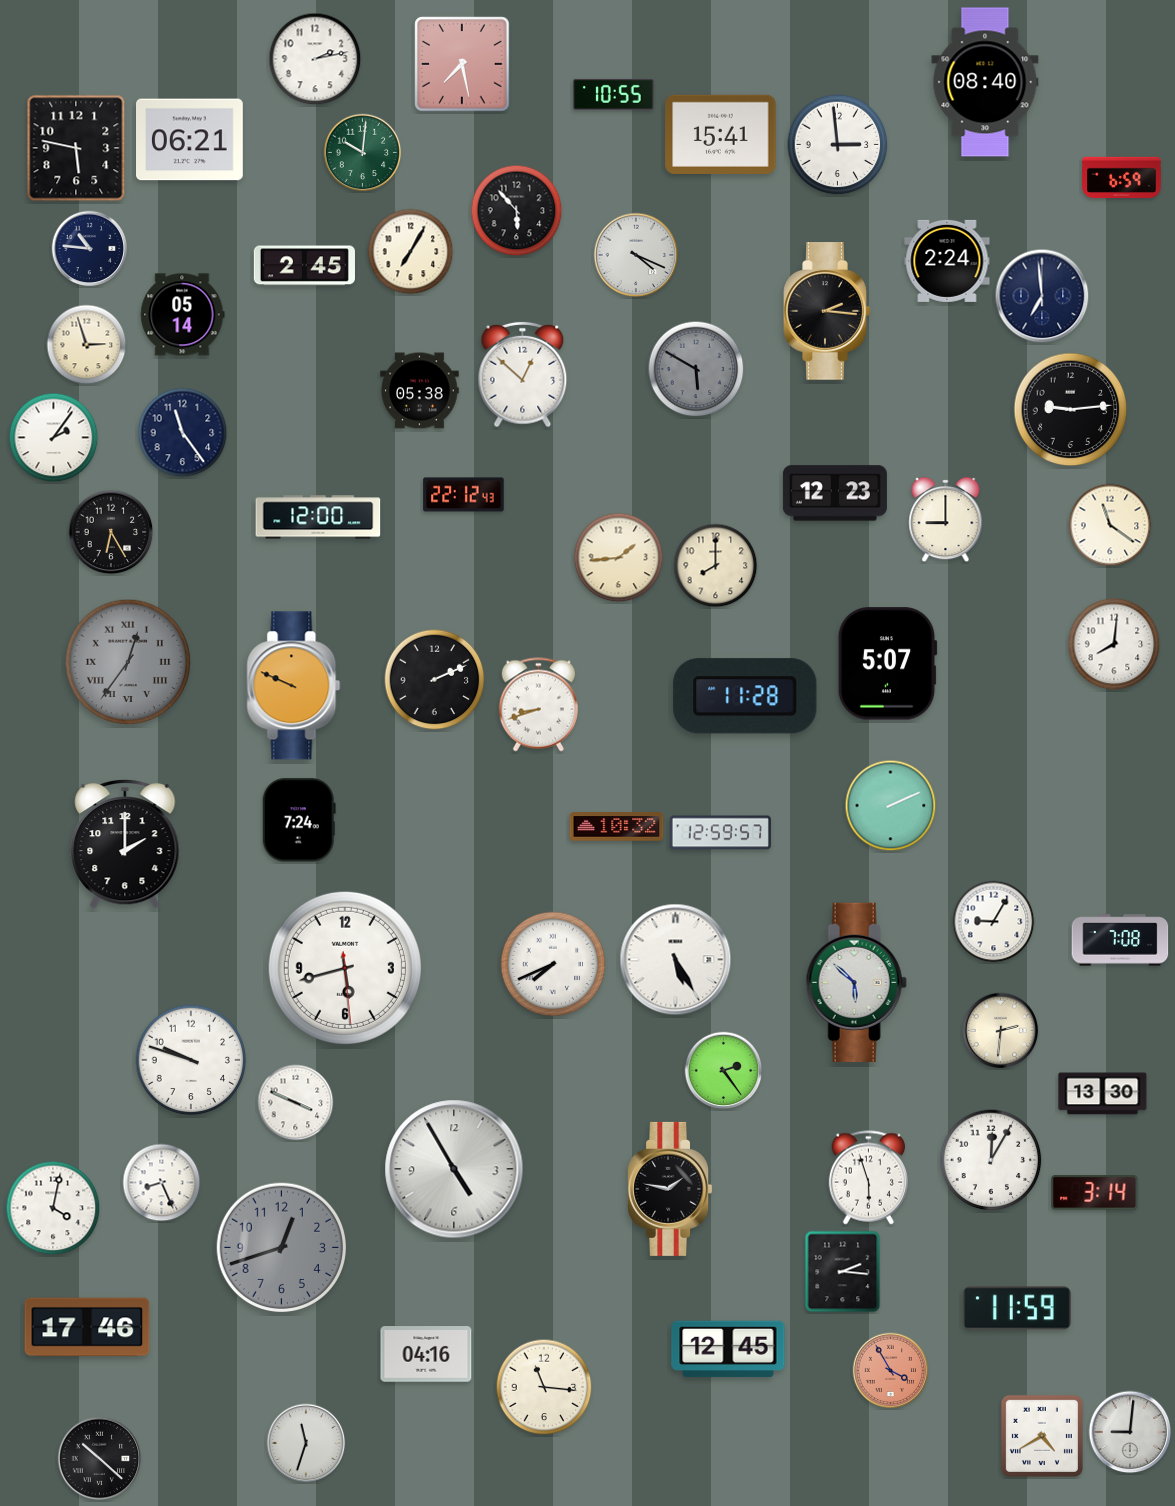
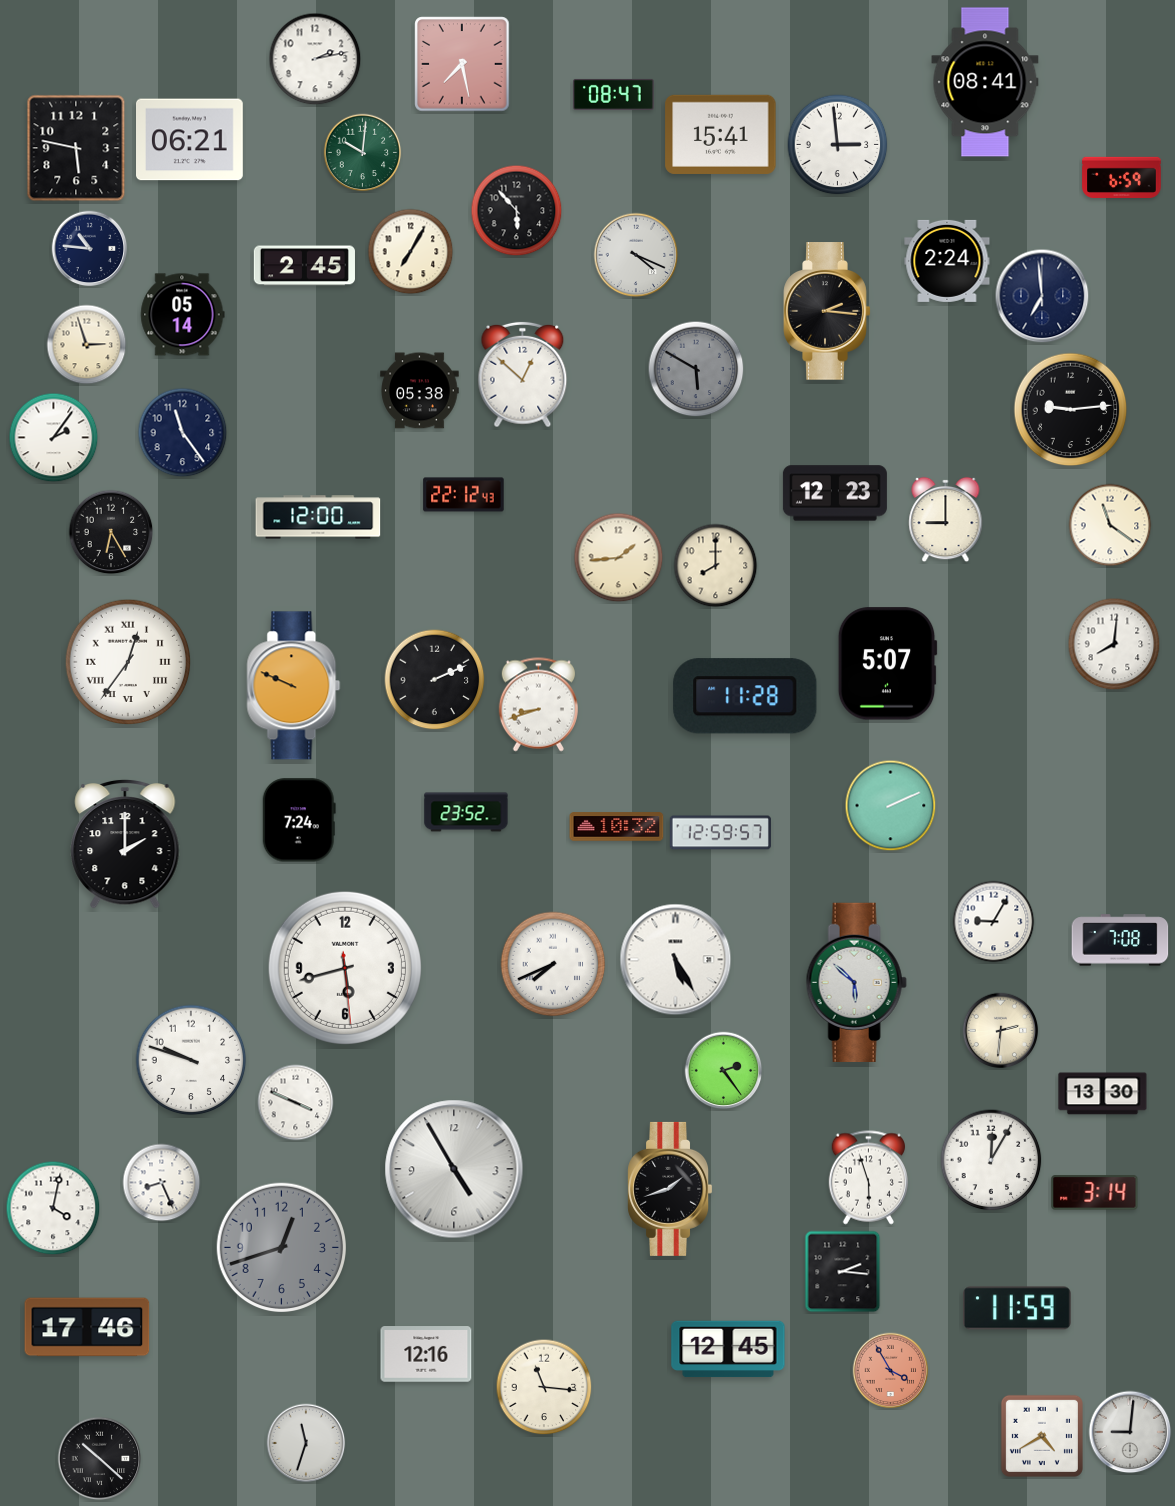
clock at (985, 82): 08:40 -> 08:41
clock at (614, 94): 10:55 -> 08:47
clock at (128, 662) dial: grey -> white
clock at (466, 812): none -> 23:52
clock at (670, 1189): 1:47 -> 1:42
clock at (426, 1354): 04:16 -> 12:16
